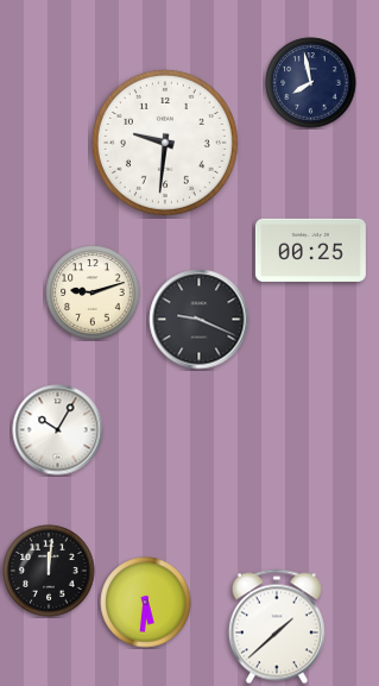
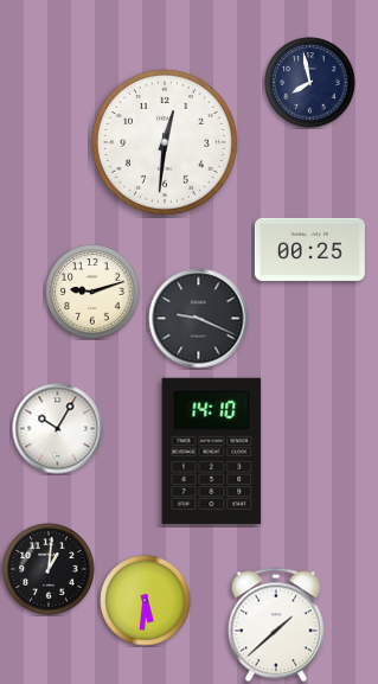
clock at (165, 143): 9:31 -> 12:31
clock at (212, 450): none -> 14:10
clock at (49, 571): 12:01 -> 1:01
